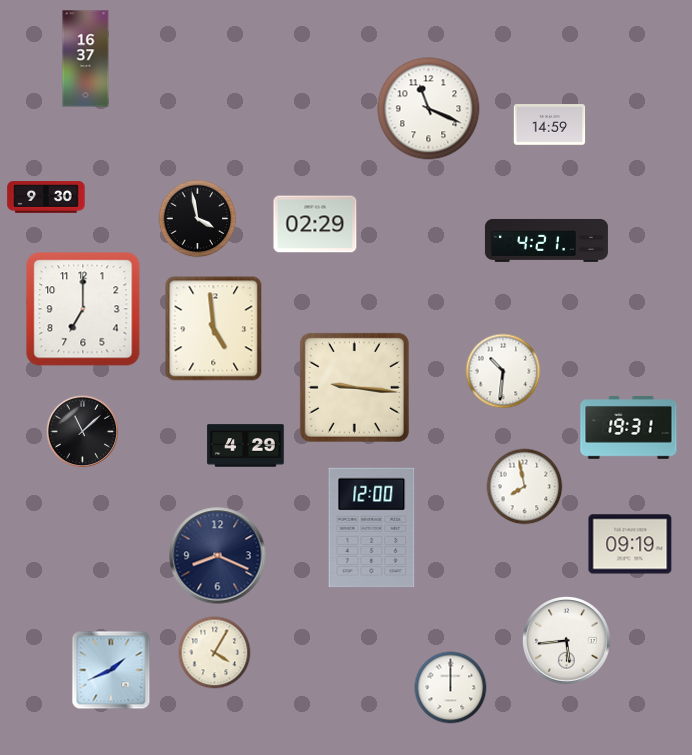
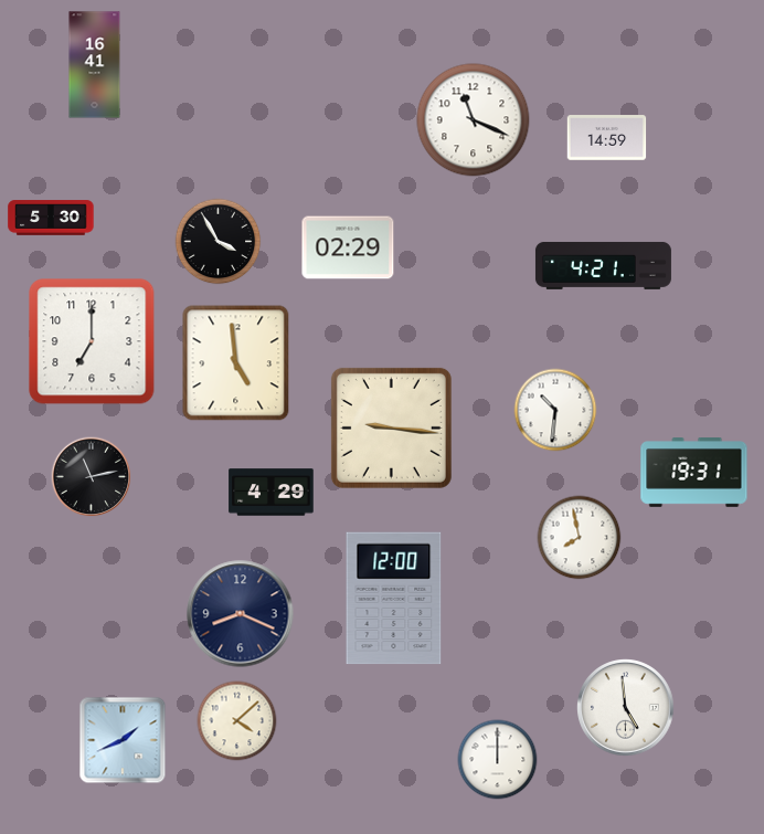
clock at (86, 59): 16:37 -> 16:41
clock at (46, 197): 9:30 -> 5:30
clock at (198, 219): 3:58 -> 3:55
clock at (83, 432): 11:08 -> 11:13
clock at (372, 528) position: (372, 528) -> (394, 599)
clock at (630, 544): 09:19 -> none
clock at (567, 641): 5:44 -> 4:59
clock at (215, 653): 4:05 -> 4:08
